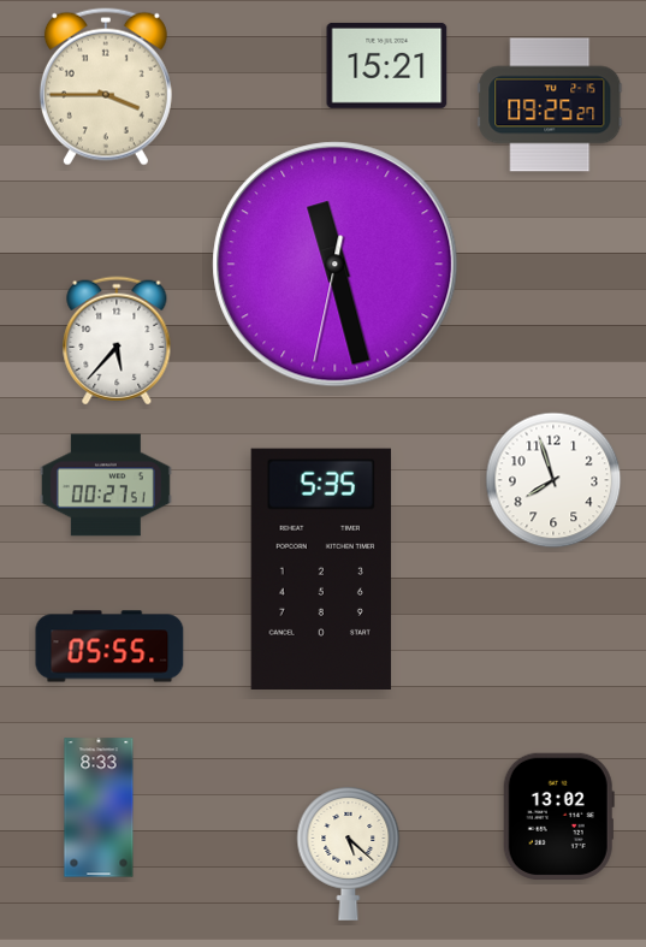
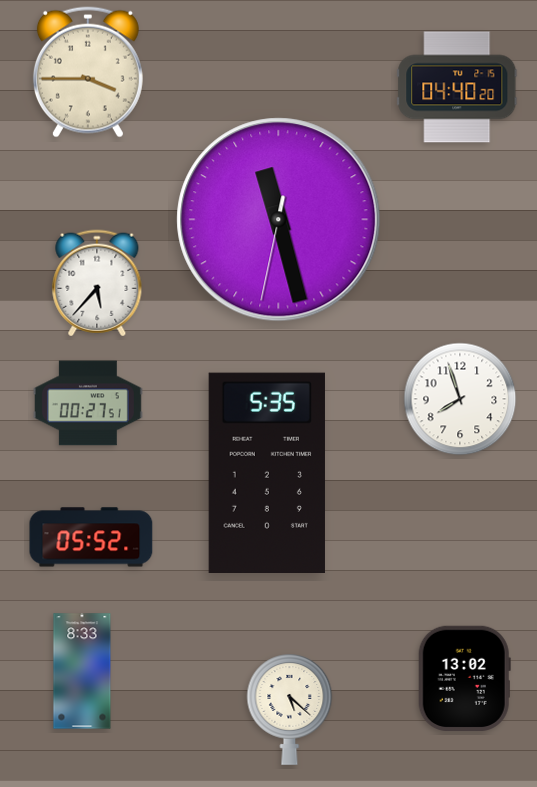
clock at (387, 65): 15:21 -> none
clock at (550, 105): 09:25 -> 04:40
clock at (109, 646): 05:55 -> 05:52
